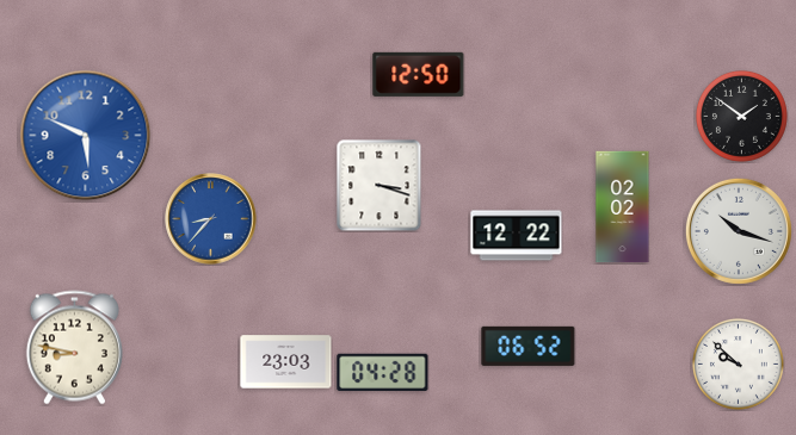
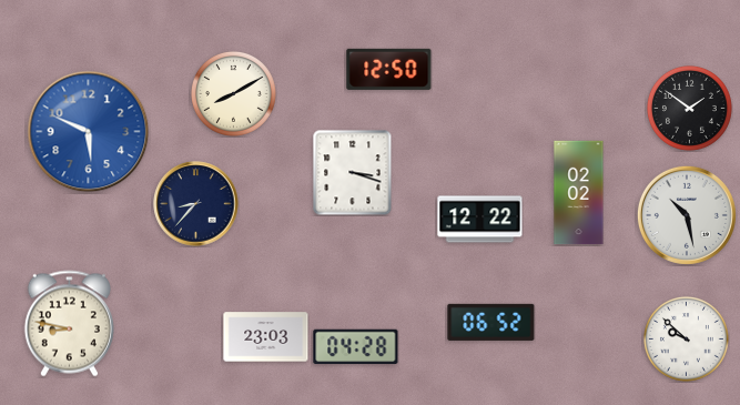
clock at (233, 93): none -> 8:10
clock at (86, 136) position: (86, 136) -> (89, 132)
clock at (211, 219) dial: blue -> navy
clock at (739, 231): 10:18 -> 10:28
